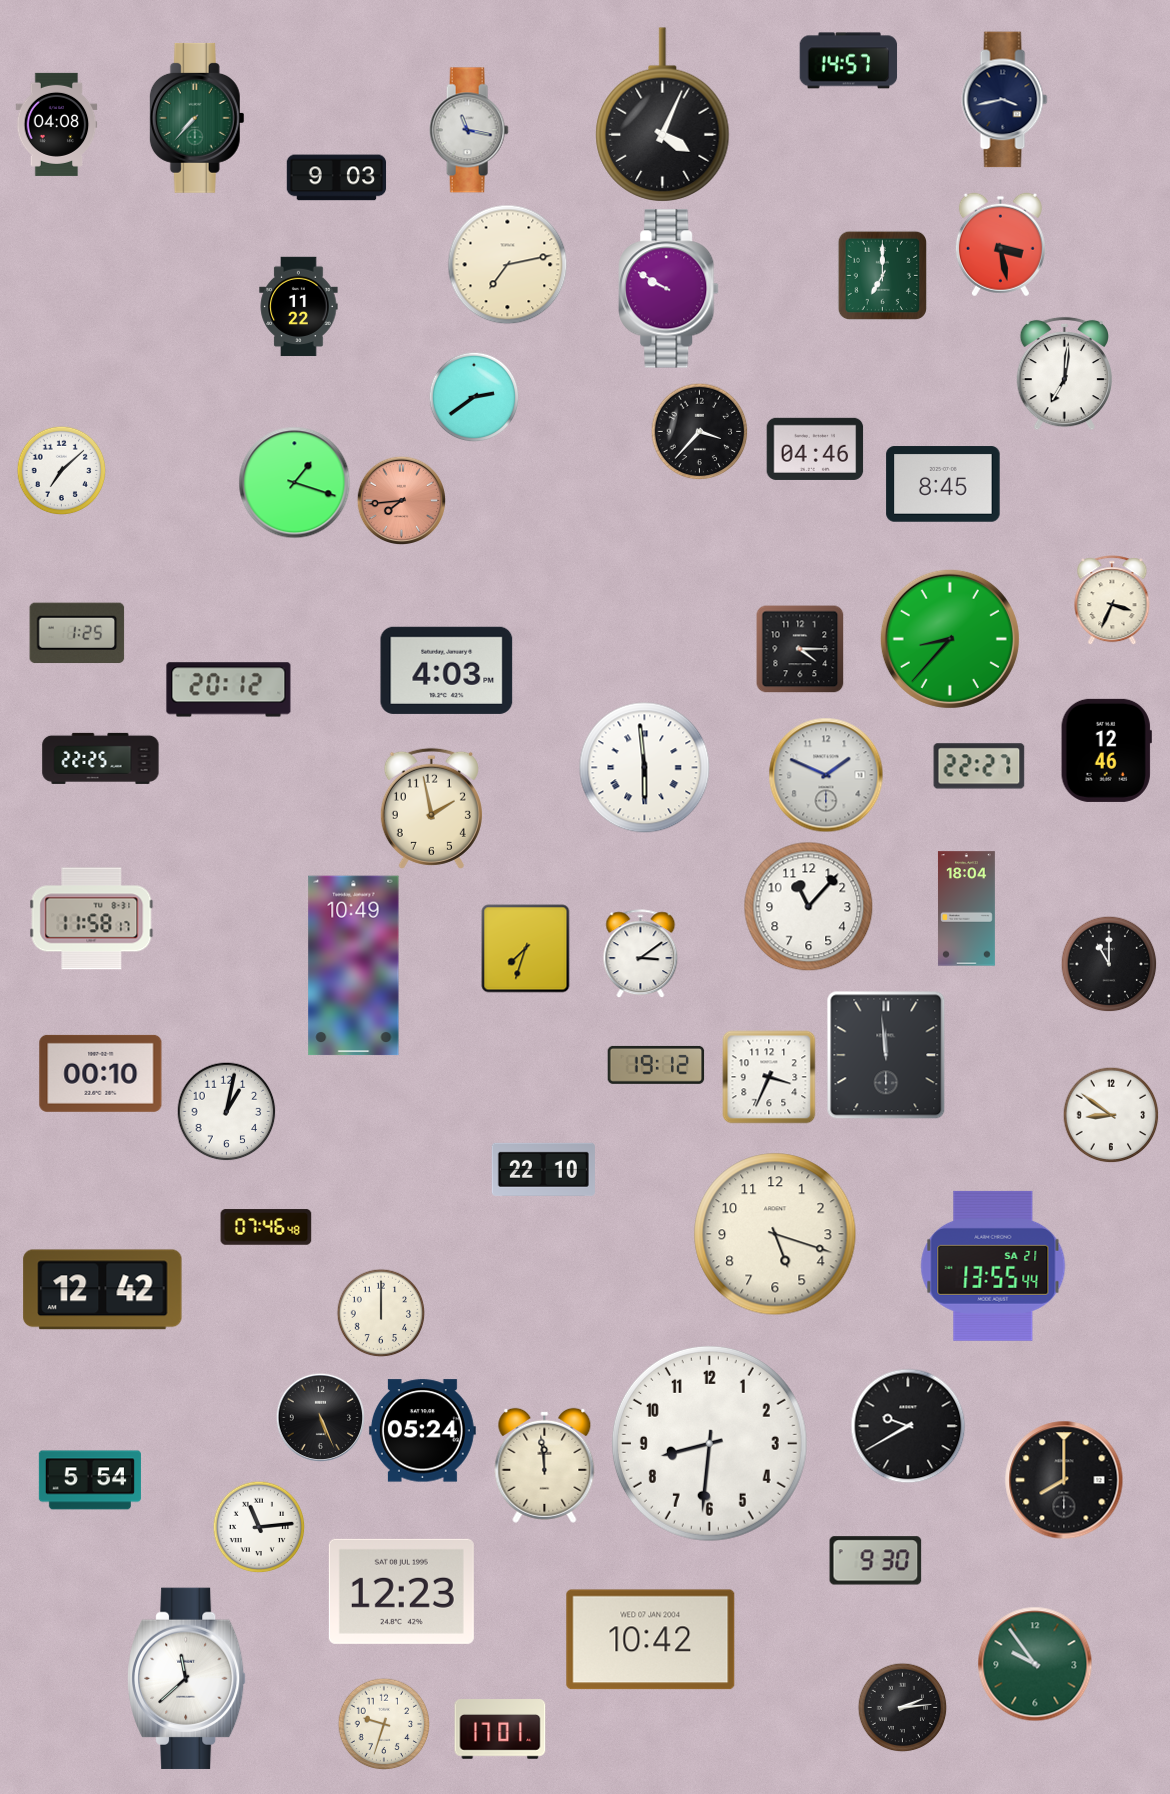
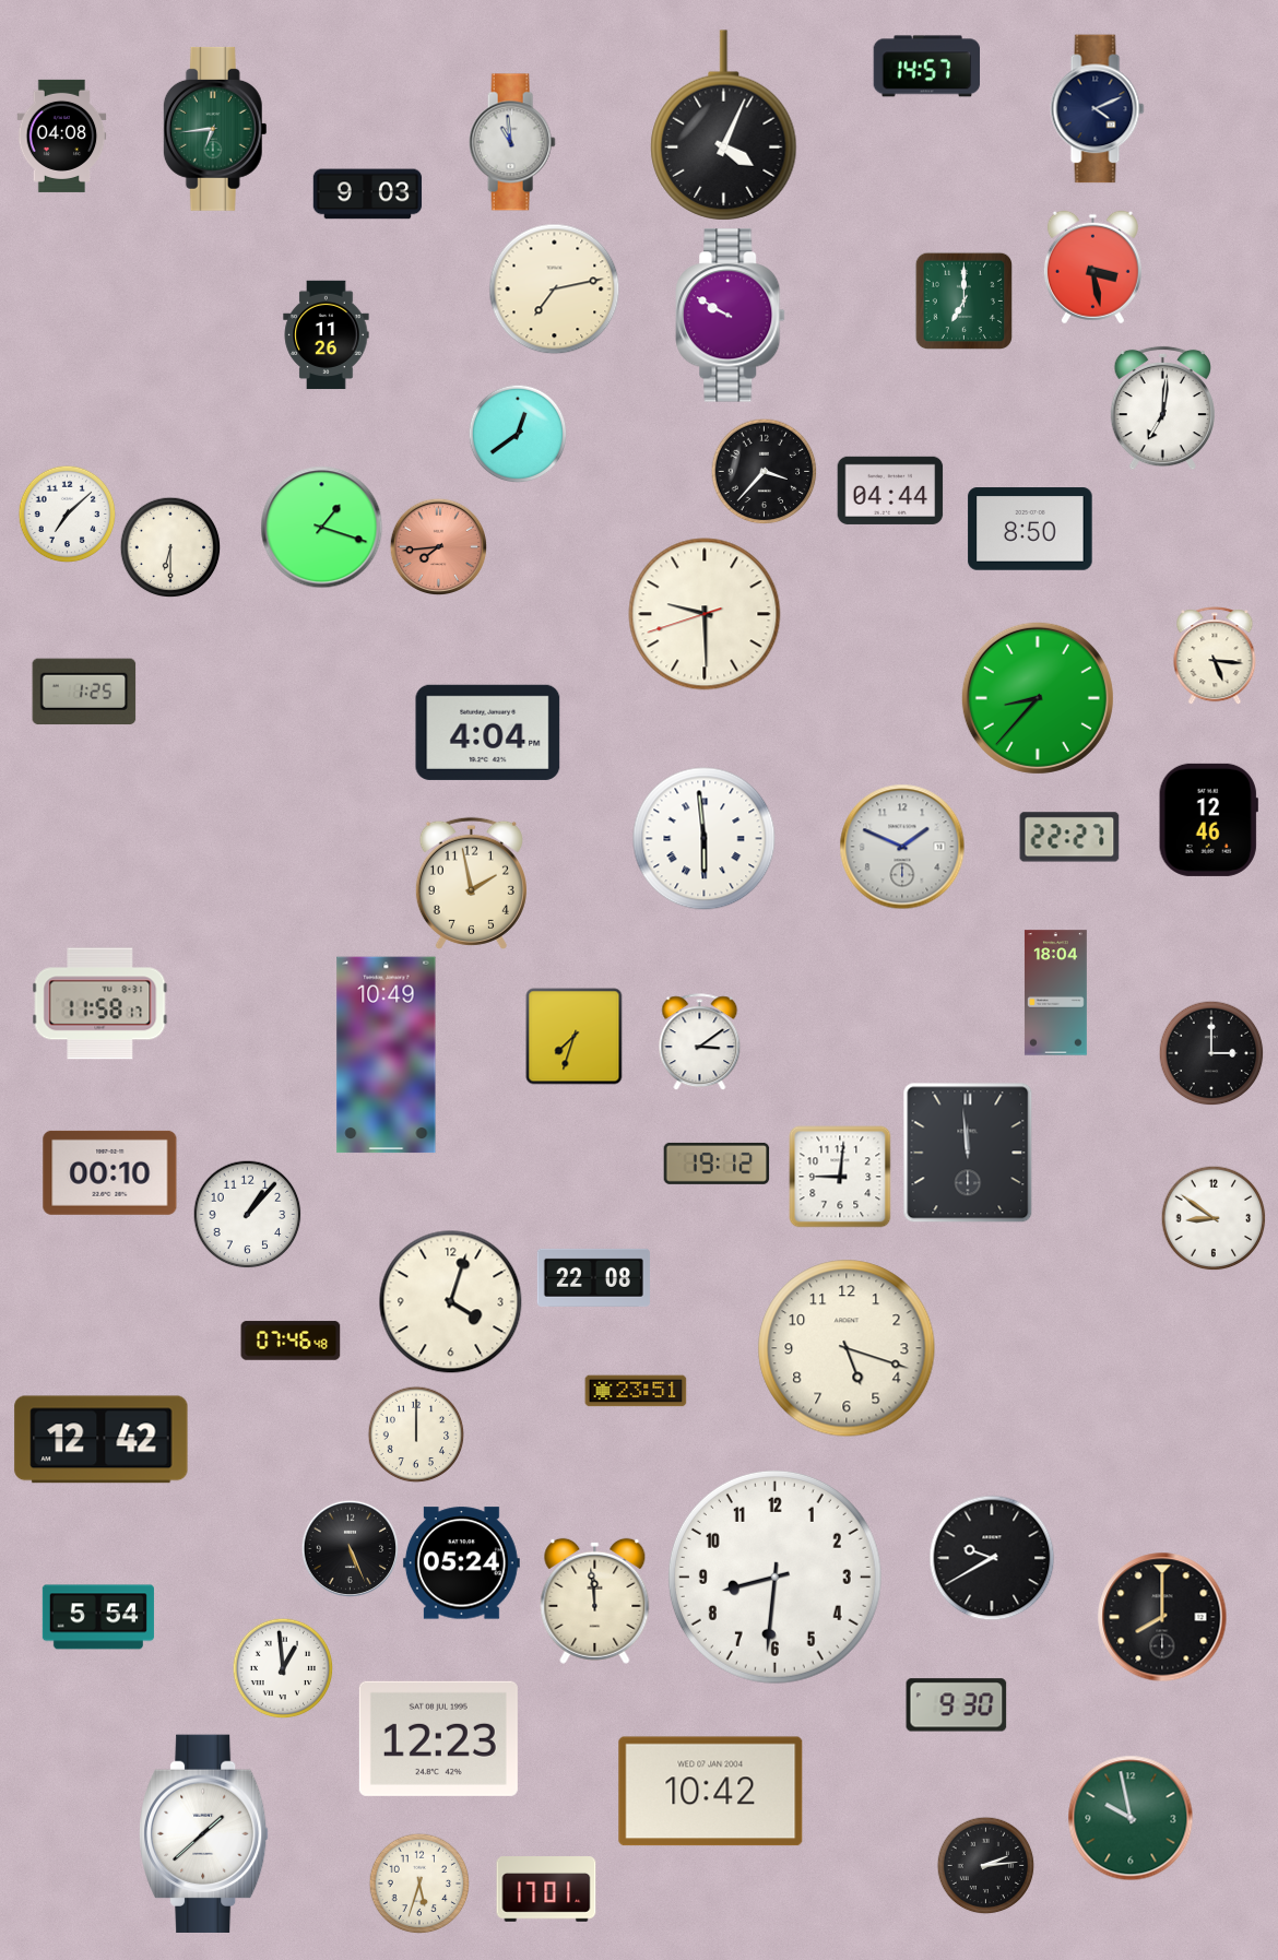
clock at (1005, 100): 3:43 -> 4:11
clock at (197, 118): 7:37 -> 6:44
clock at (469, 130): 11:17 -> 10:59
clock at (299, 307): 11:22 -> 11:26
clock at (474, 397): 2:39 -> 12:39
clock at (815, 449): 04:46 -> 04:44
clock at (943, 484): 8:45 -> 8:50
clock at (170, 547): none -> 6:30
clock at (705, 614): none -> 9:29
clock at (1112, 600): 3:34 -> 5:16
clock at (800, 649): 4:15 -> none
clock at (447, 670): 4:03 -> 4:04
clock at (229, 690): 20:12 -> none
clock at (101, 758): 22:25 -> none
clock at (809, 907): 11:07 -> none
clock at (1109, 964): 11:00 -> 3:00
clock at (769, 1077): 3:34 -> 9:01
clock at (227, 1112): 1:02 -> 1:07
clock at (543, 1169): 22:10 -> 22:08
clock at (451, 1302): none -> 4:03
clock at (993, 1266): 13:55 -> none
clock at (636, 1391): none -> 23:51
clock at (103, 1290) position: (103, 1290) -> (102, 1440)
clock at (259, 1527): 11:14 -> 12:59
clock at (1035, 1664): 9:54 -> 9:58
clock at (187, 1678): 11:38 -> 1:38
clock at (384, 1724): 9:33 -> 5:33
